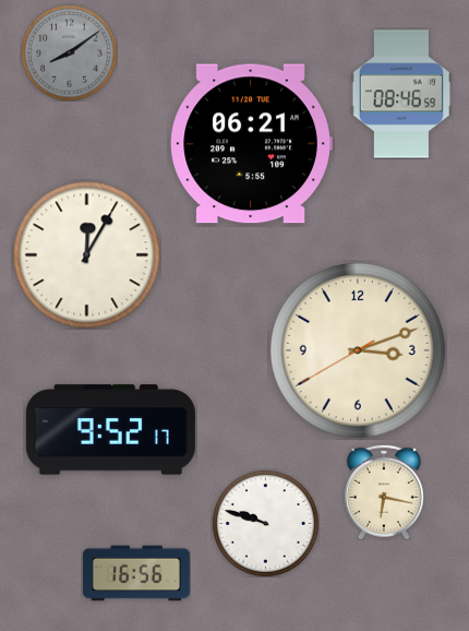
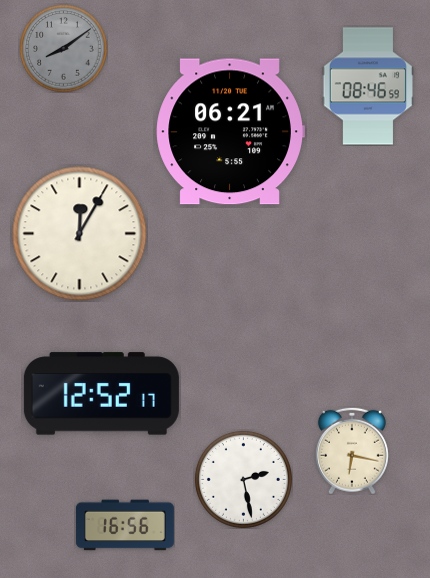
clock at (358, 350): 3:11 -> none
clock at (110, 430): 9:52 -> 12:52
clock at (265, 523): 9:48 -> 2:28
